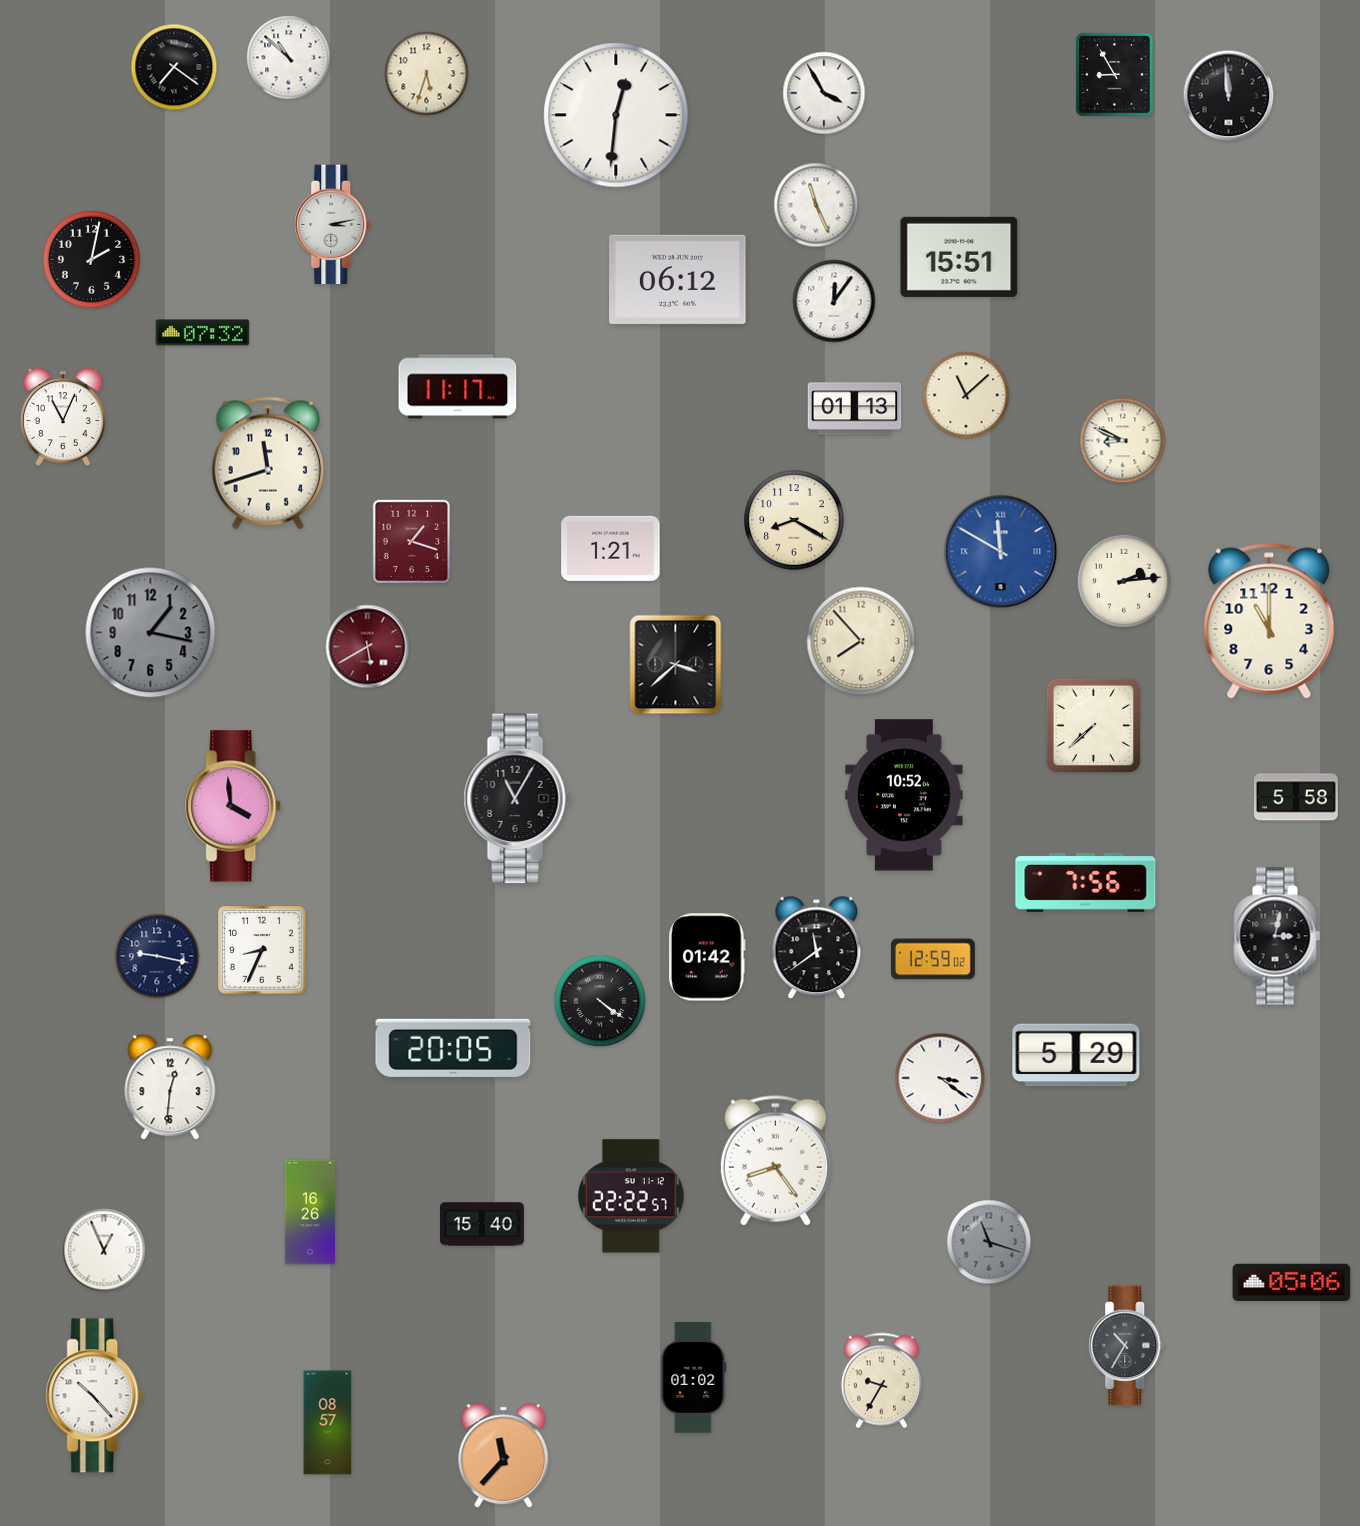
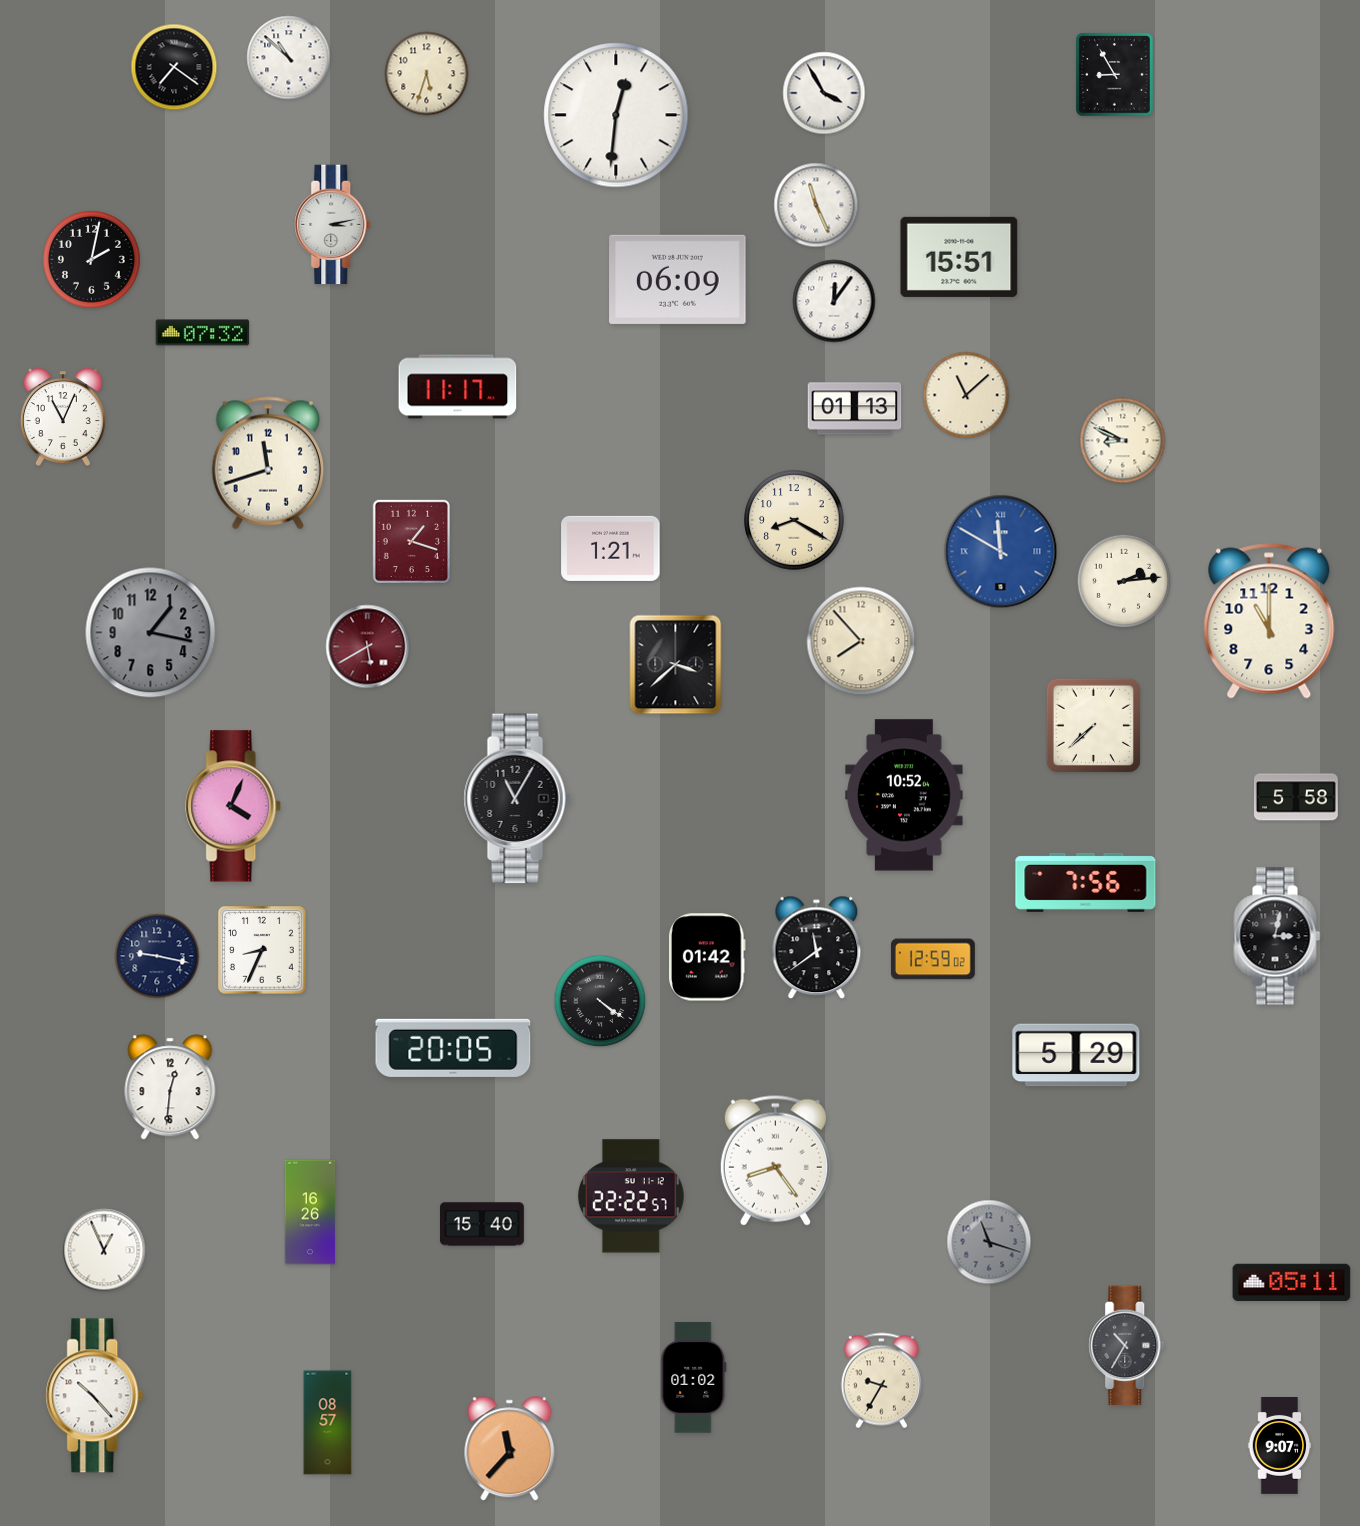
clock at (1229, 96): 11:59 -> none
clock at (678, 279): 06:12 -> 06:09
clock at (234, 806): 3:59 -> 4:04
clock at (940, 1078): 3:21 -> none
clock at (1292, 1283): 05:06 -> 05:11
clock at (1280, 1446): none -> 9:07
clock at (504, 1456) position: (504, 1456) -> (510, 1449)
